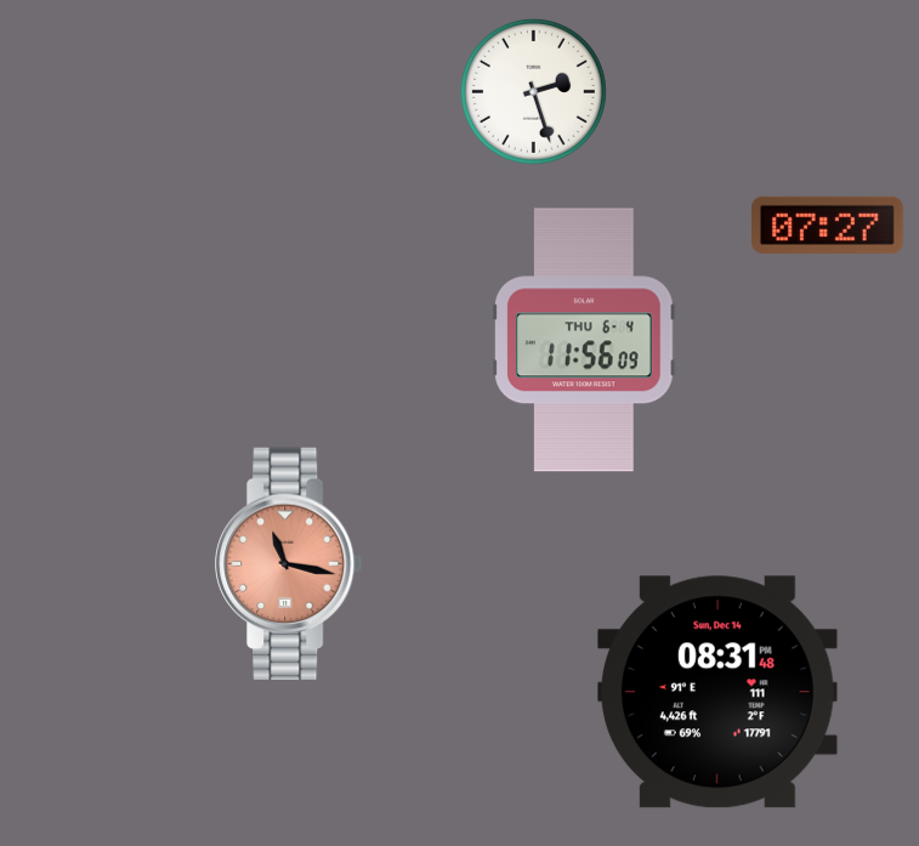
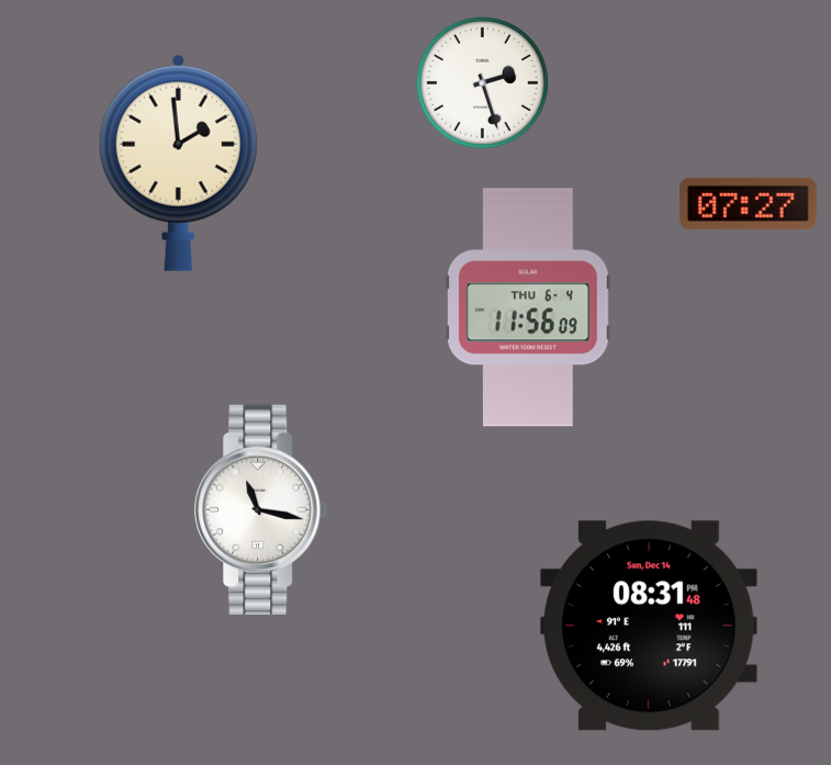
clock at (178, 162): none -> 1:59
clock at (289, 564) dial: salmon -> white
